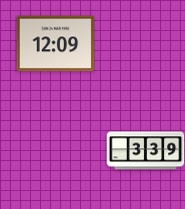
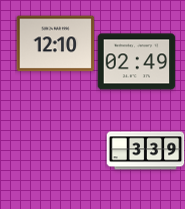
clock at (55, 44): 12:09 -> 12:10
clock at (136, 62): none -> 02:49
